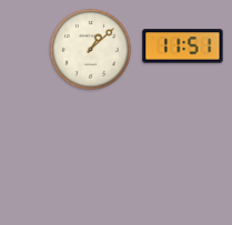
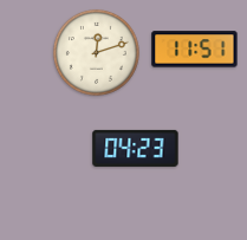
clock at (90, 49): 1:08 -> 12:12
clock at (136, 148): none -> 04:23
